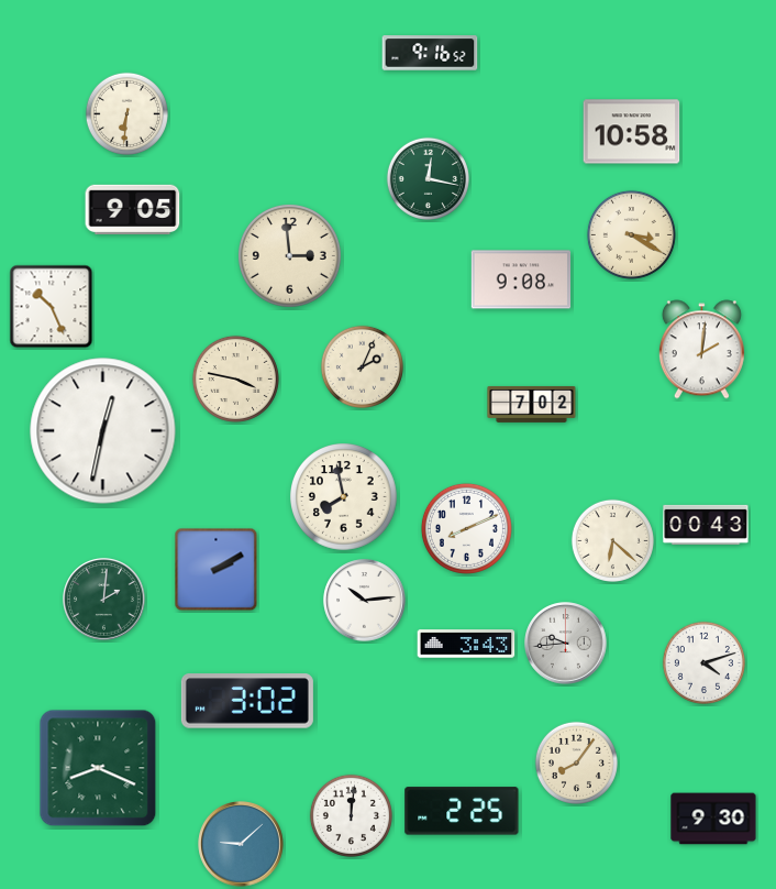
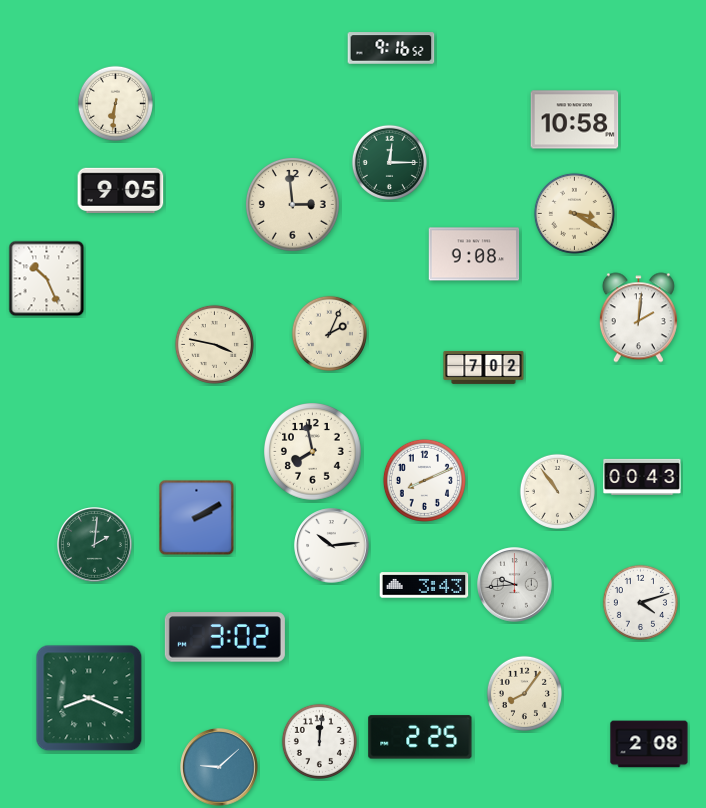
clock at (428, 178): 12:17 -> 12:15
clock at (289, 255) position: (289, 255) -> (292, 204)
clock at (103, 431): 12:32 -> none
clock at (612, 540): 6:22 -> 10:54
clock at (713, 819): 9:30 -> 2:08
